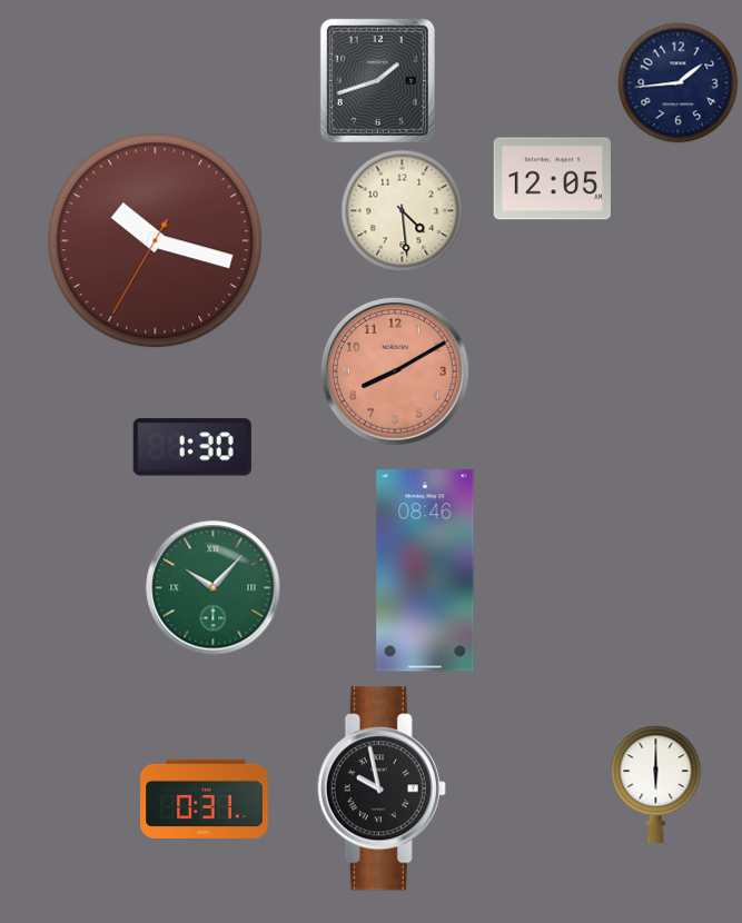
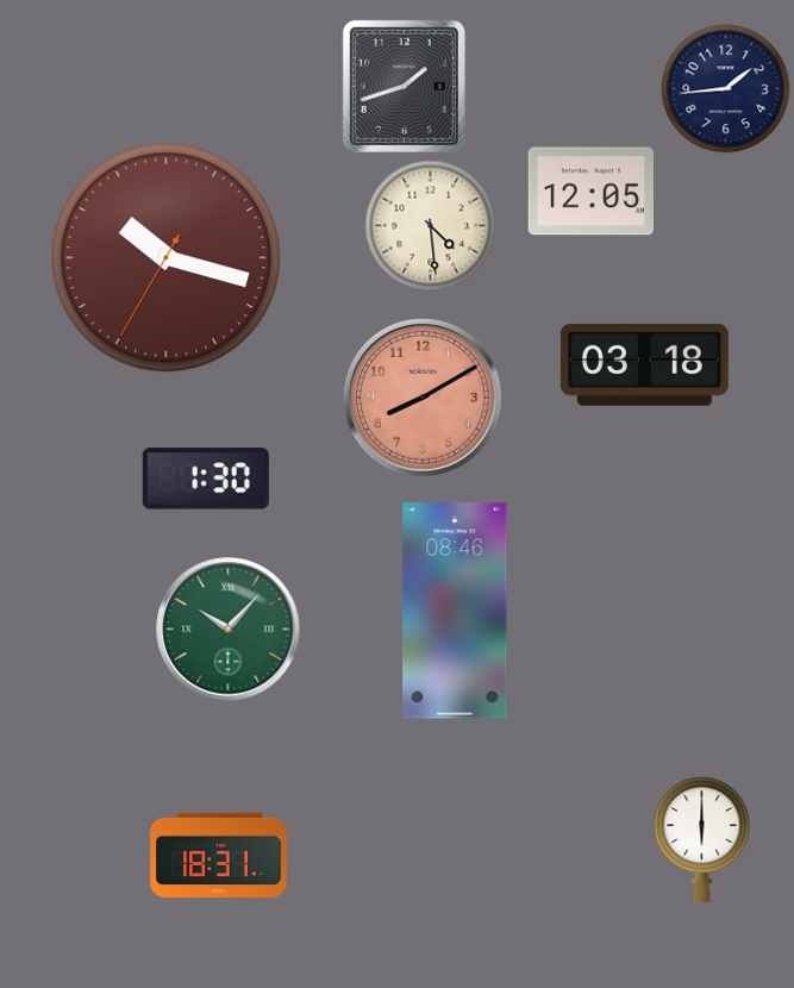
clock at (644, 364): none -> 03:18
clock at (382, 788): 9:58 -> none
clock at (205, 798): 0:31 -> 18:31
